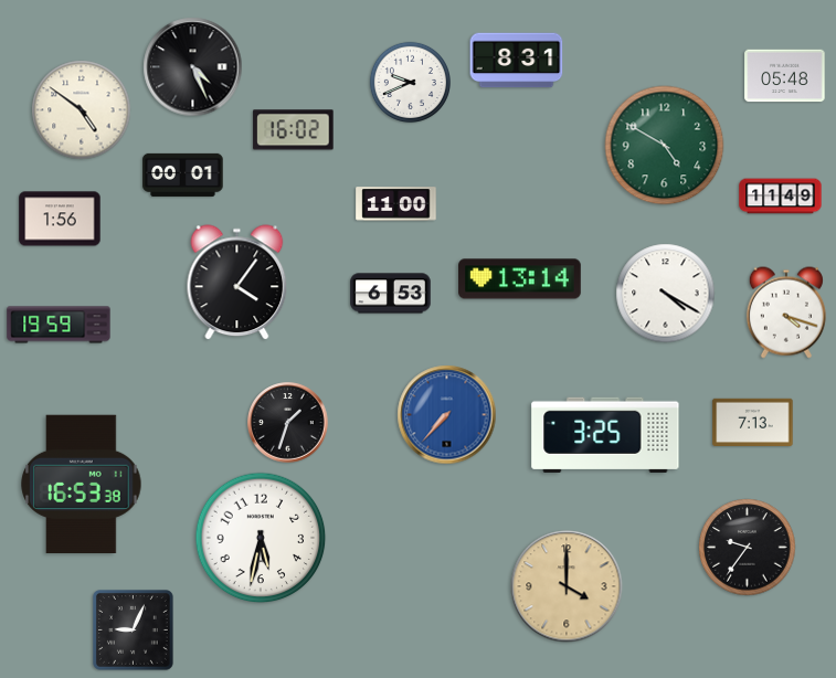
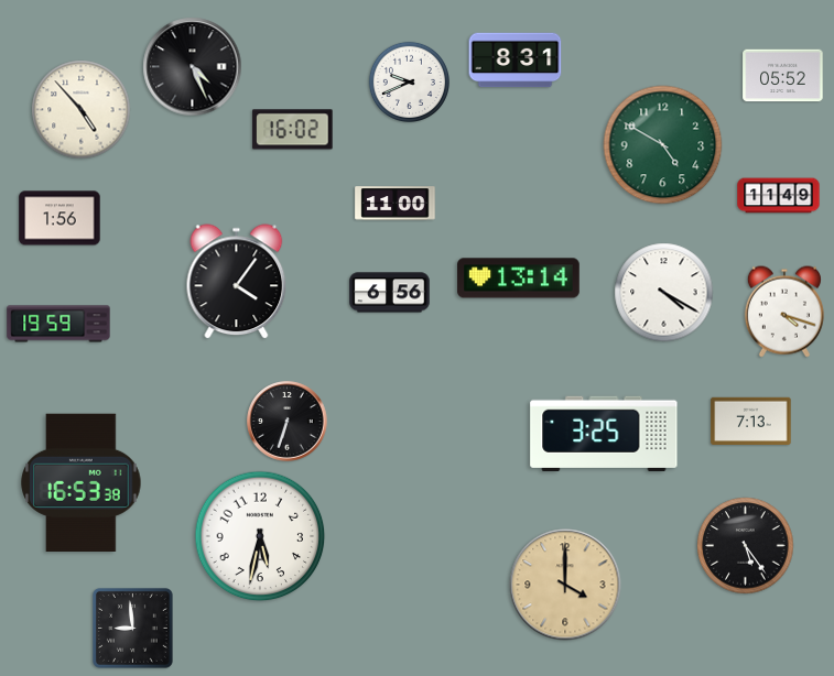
clock at (785, 76): 05:48 -> 05:52
clock at (82, 110): 4:51 -> 4:53
clock at (183, 174): 00:01 -> none
clock at (391, 294): 6:53 -> 6:56
clock at (447, 415): 7:37 -> none
clock at (288, 423): 1:33 -> 6:33
clock at (748, 548): 9:36 -> 5:24
clock at (133, 629): 9:04 -> 8:59
